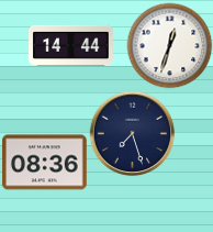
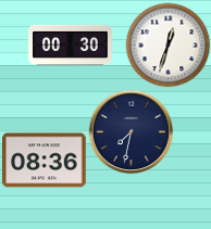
clock at (71, 45): 14:44 -> 00:30
clock at (132, 133): 7:27 -> 7:32
